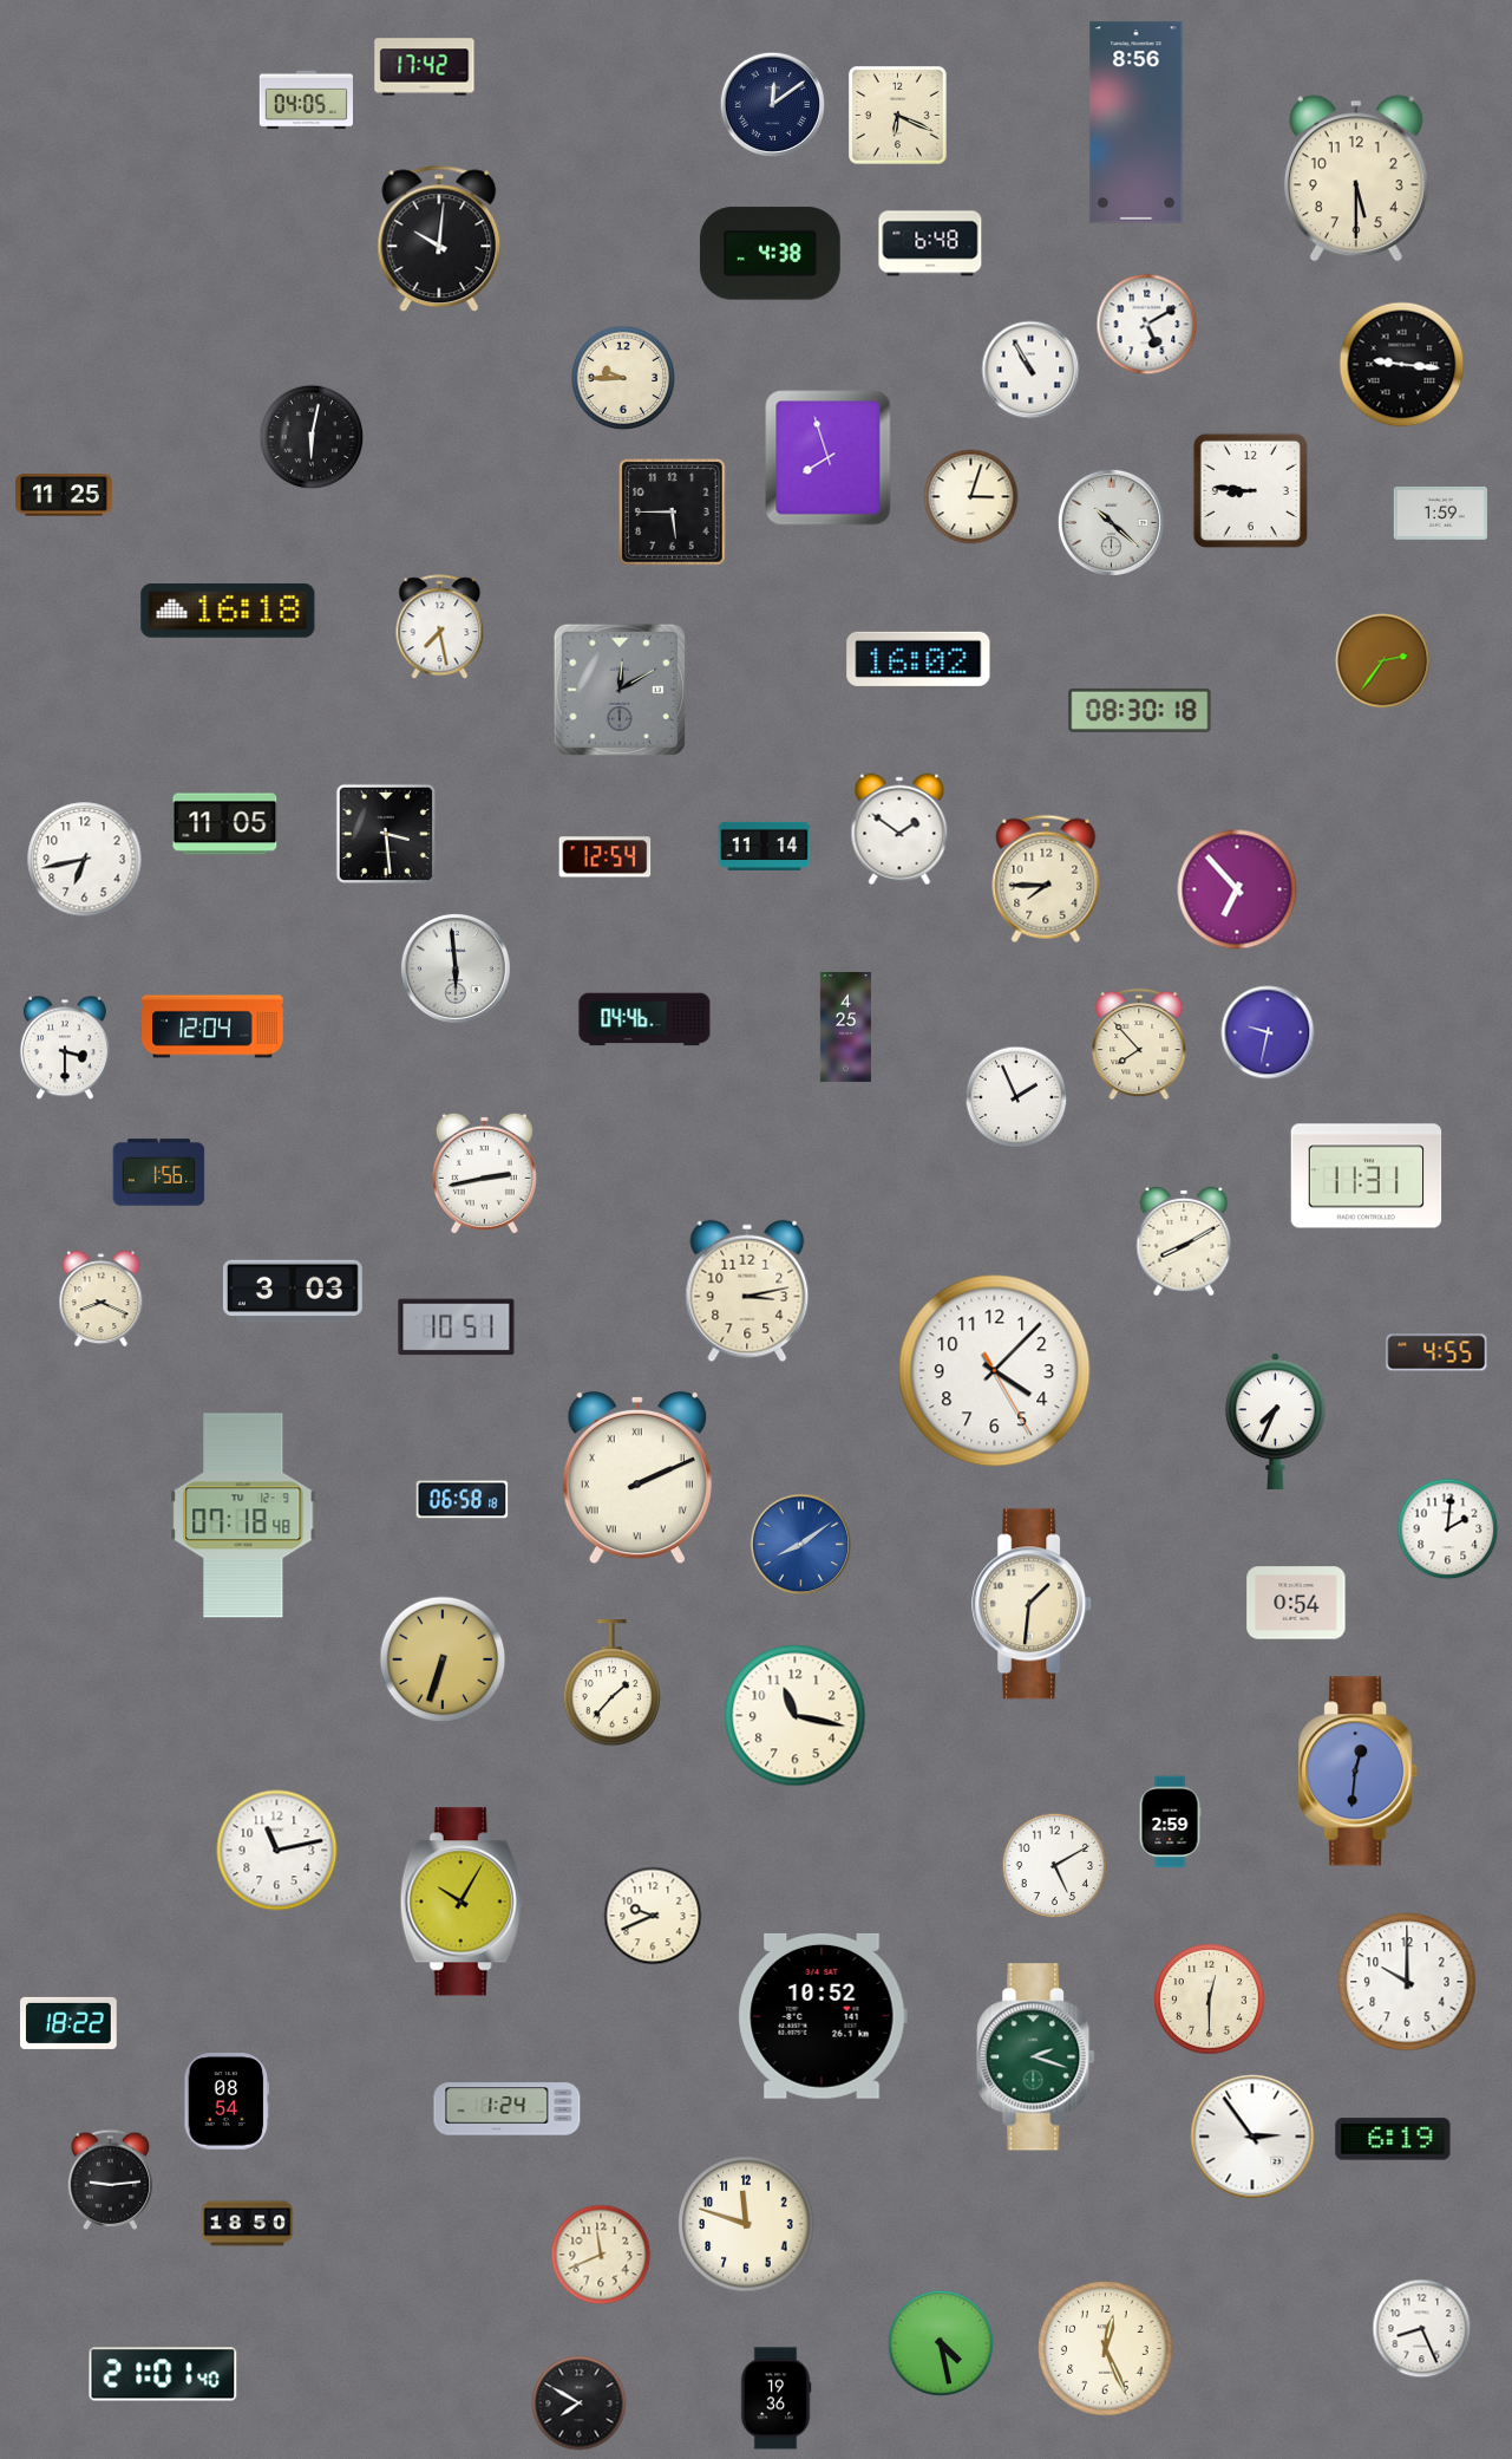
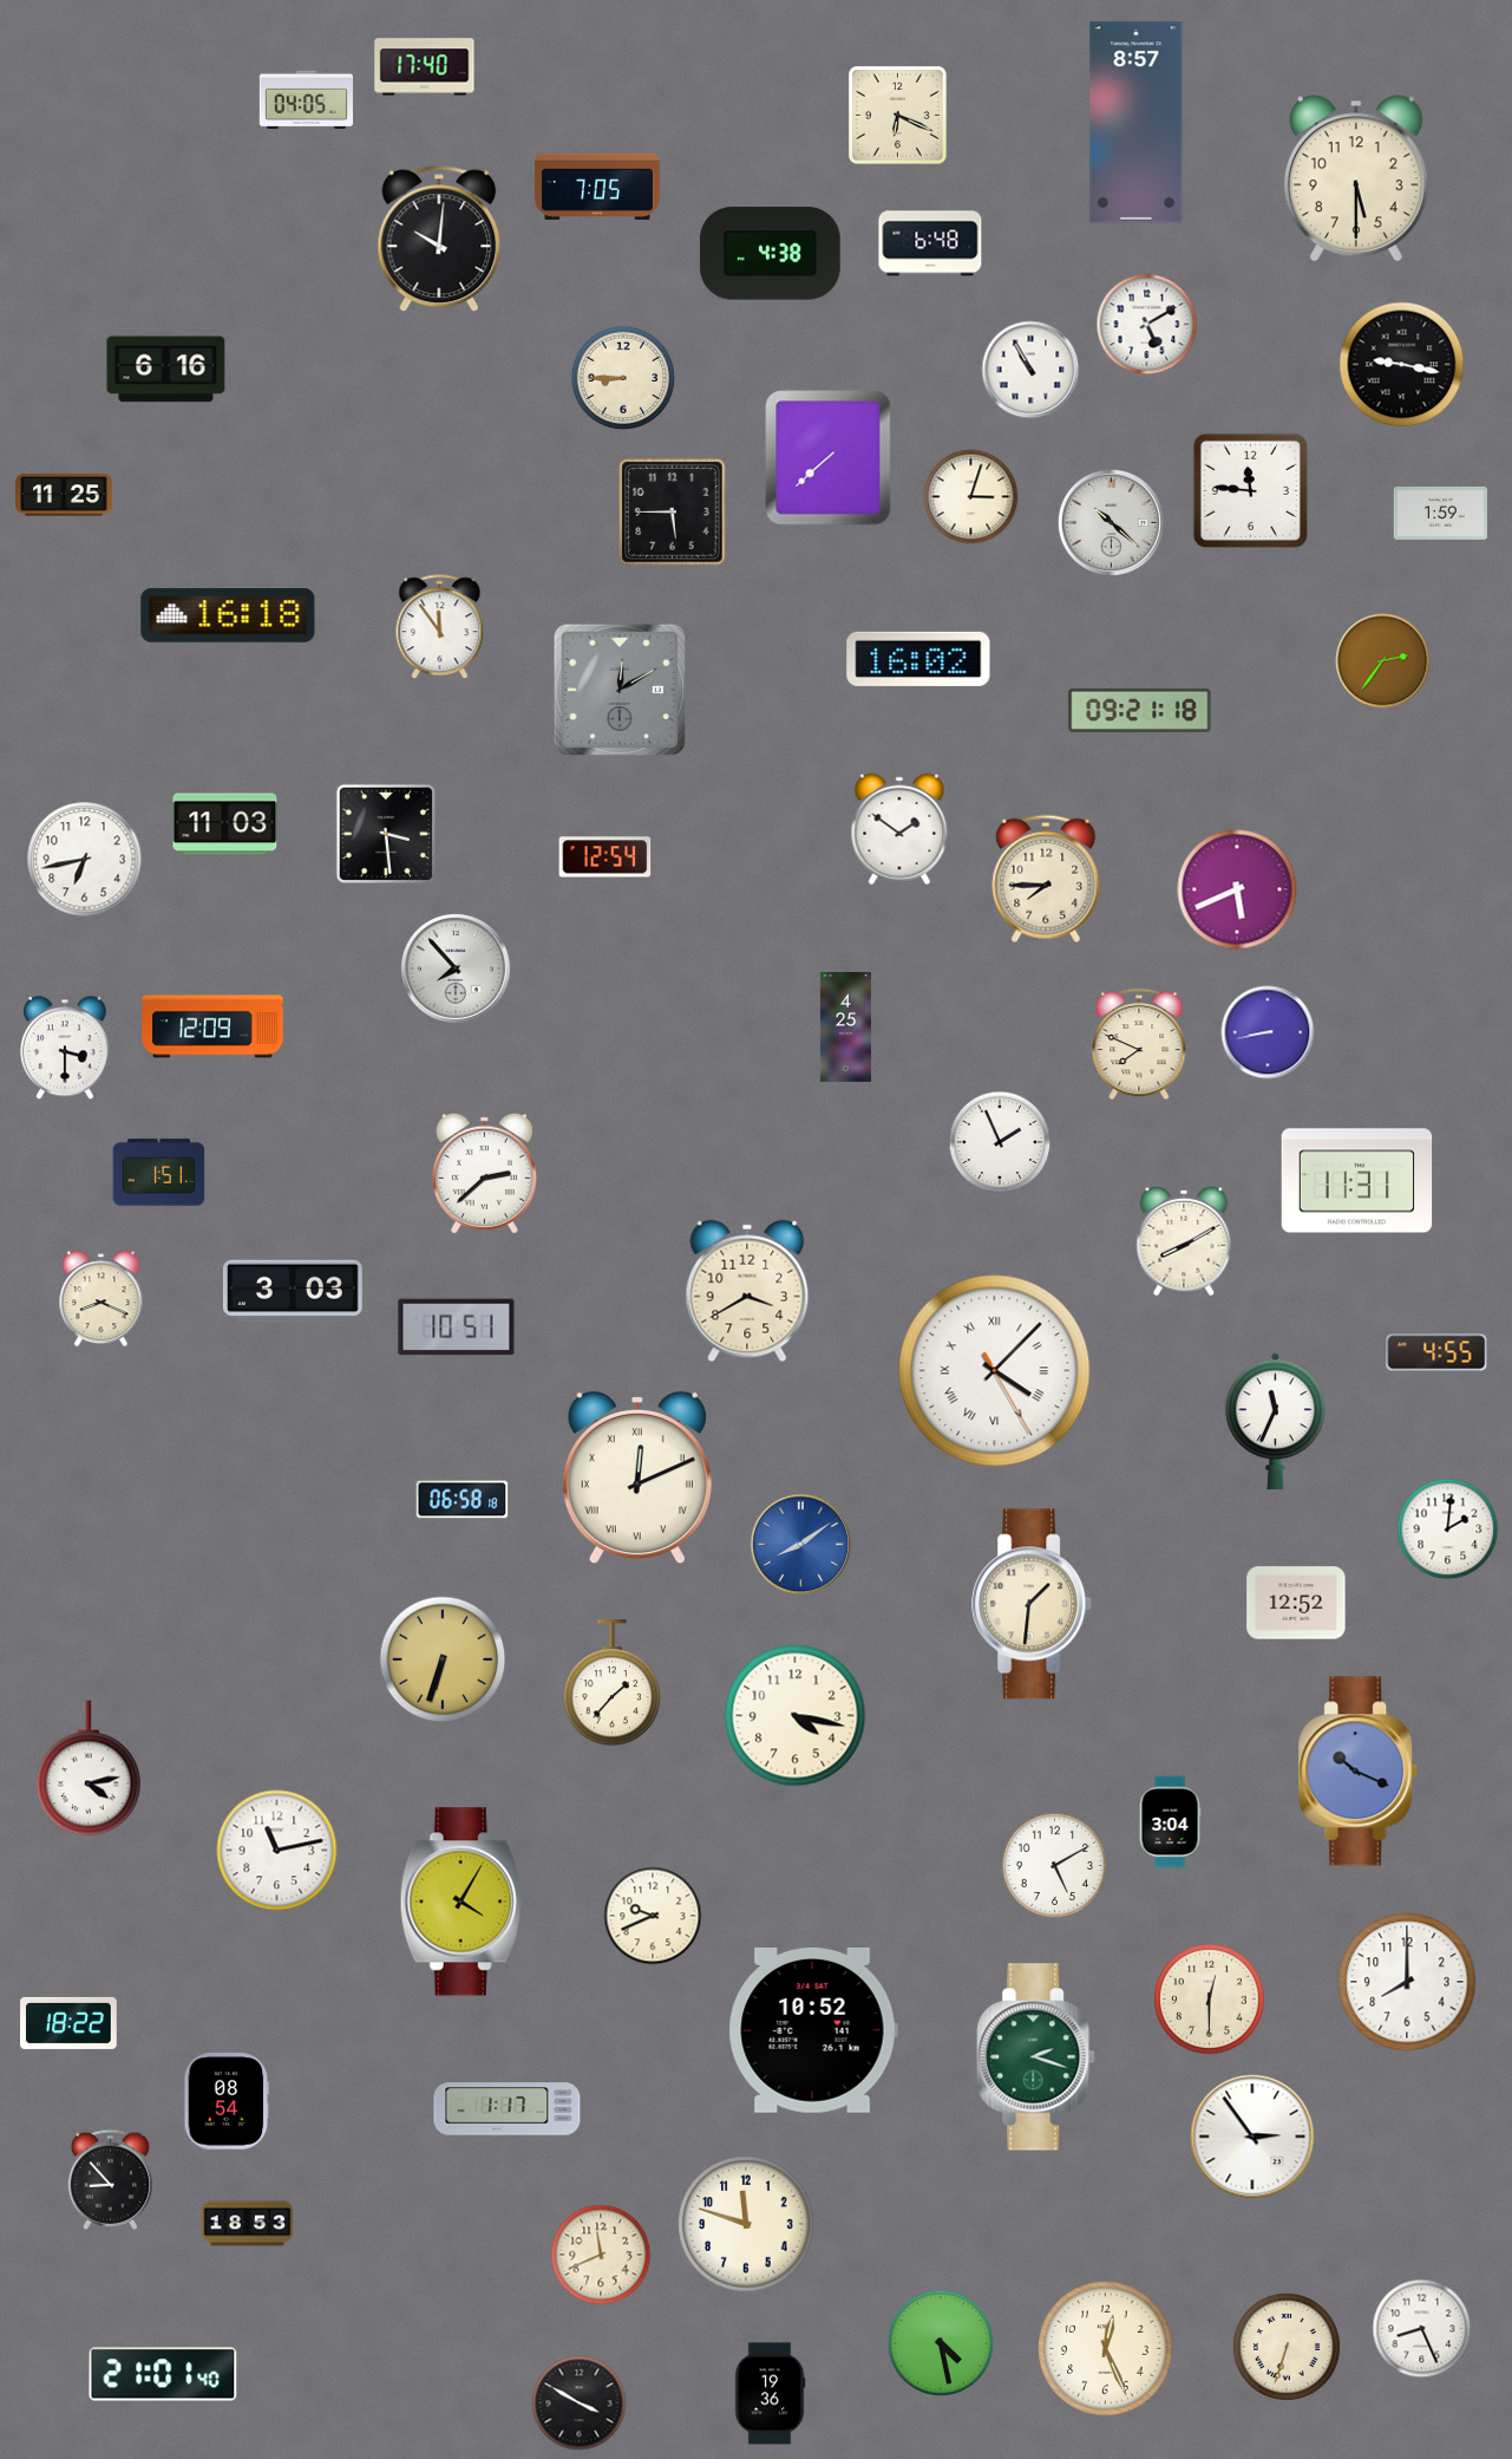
clock at (425, 67): 17:42 -> 17:40
clock at (772, 104): 12:09 -> none
clock at (1137, 123): 8:56 -> 8:57
clock at (598, 185): none -> 7:05
clock at (1402, 365): 9:16 -> 9:17
clock at (166, 370): none -> 6:16
clock at (623, 378): 9:45 -> 8:45
clock at (312, 437): 6:02 -> none
clock at (829, 458): 7:57 -> 7:38
clock at (1250, 490): 8:46 -> 11:46
clock at (228, 612) position: (228, 612) -> (228, 617)
clock at (440, 627): 7:28 -> 11:54
clock at (1140, 710): 08:30 -> 09:21
clock at (225, 824): 11:05 -> 11:03
clock at (765, 846): 11:14 -> none
clock at (1237, 889): 6:53 -> 5:41
clock at (456, 968): 5:59 -> 7:53
clock at (644, 1019): 04:46 -> none
clock at (212, 1026): 12:04 -> 12:09
clock at (1268, 1032): 9:32 -> 8:43
clock at (1139, 1044): 7:53 -> 7:49
clock at (1016, 1097) position: (1016, 1097) -> (1000, 1142)
clock at (159, 1173): 1:56 -> 1:51
clock at (484, 1173): 2:43 -> 2:38
clock at (1367, 1176) position: (1367, 1176) -> (1357, 1181)
clock at (747, 1291): 3:13 -> 3:40
clock at (995, 1371) numerals: Arabic -> Roman
clock at (1276, 1422): 7:34 -> 11:34
clock at (637, 1478): 2:11 -> 12:11
clock at (243, 1515): 07:18 -> none
clock at (1296, 1603): 0:54 -> 12:52
clock at (796, 1716): 11:17 -> 4:17
clock at (89, 1768): none -> 4:13
clock at (1359, 1772): 12:31 -> 10:19
clock at (1170, 1822): 2:59 -> 3:04
clock at (462, 1902): 10:05 -> 4:05
clock at (1407, 1982): 10:00 -> 8:00
clock at (823, 2016) position: (823, 2016) -> (813, 2030)
clock at (508, 2109): 1:24 -> 1:17
clock at (1393, 2139): 6:19 -> none
clock at (111, 2179): 9:14 -> 8:53
clock at (248, 2224): 18:50 -> 18:53
clock at (1287, 2347): none -> 6:33
clock at (775, 2399) position: (775, 2399) -> (770, 2394)
clock at (580, 2403): 7:50 -> 3:50
